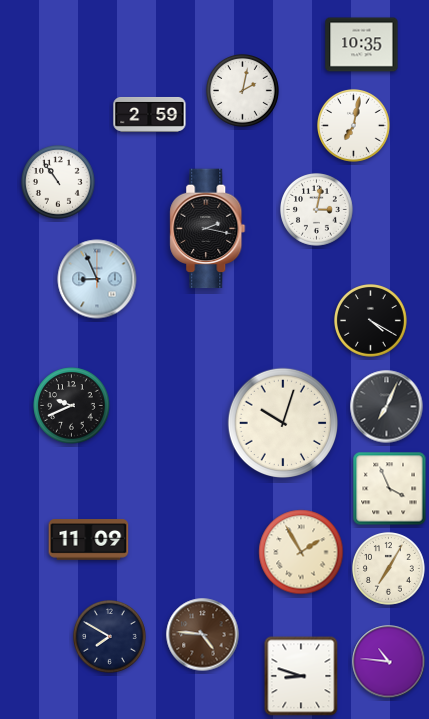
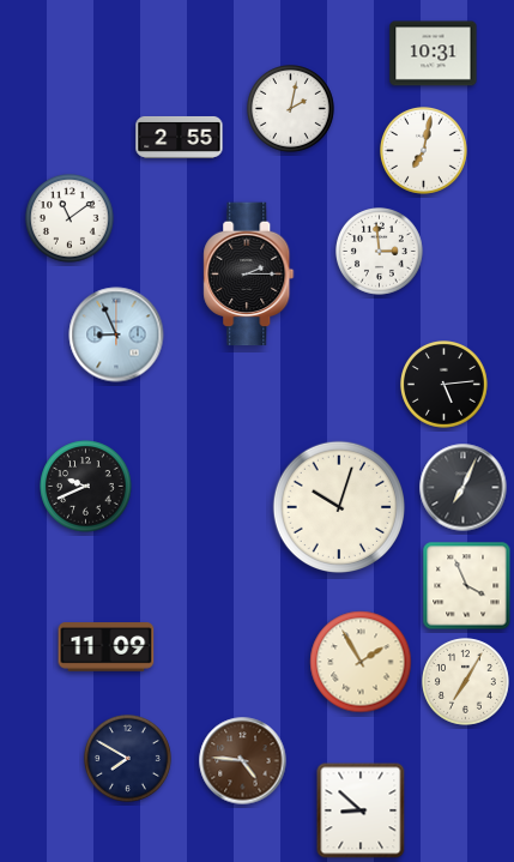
clock at (362, 45): 10:35 -> 10:31
clock at (150, 114): 2:59 -> 2:55
clock at (59, 183): 10:54 -> 11:09
clock at (317, 210): 3:02 -> 2:59
clock at (208, 229): 2:17 -> 2:15
clock at (371, 321): 4:20 -> 5:14
clock at (110, 637) position: (110, 637) -> (128, 759)
clock at (389, 662): 10:46 -> none
clock at (301, 676): 8:48 -> 8:52
